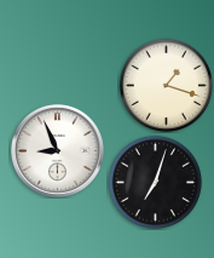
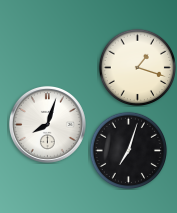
clock at (166, 85) position: (166, 85) -> (137, 67)
clock at (57, 150): 8:56 -> 8:03
